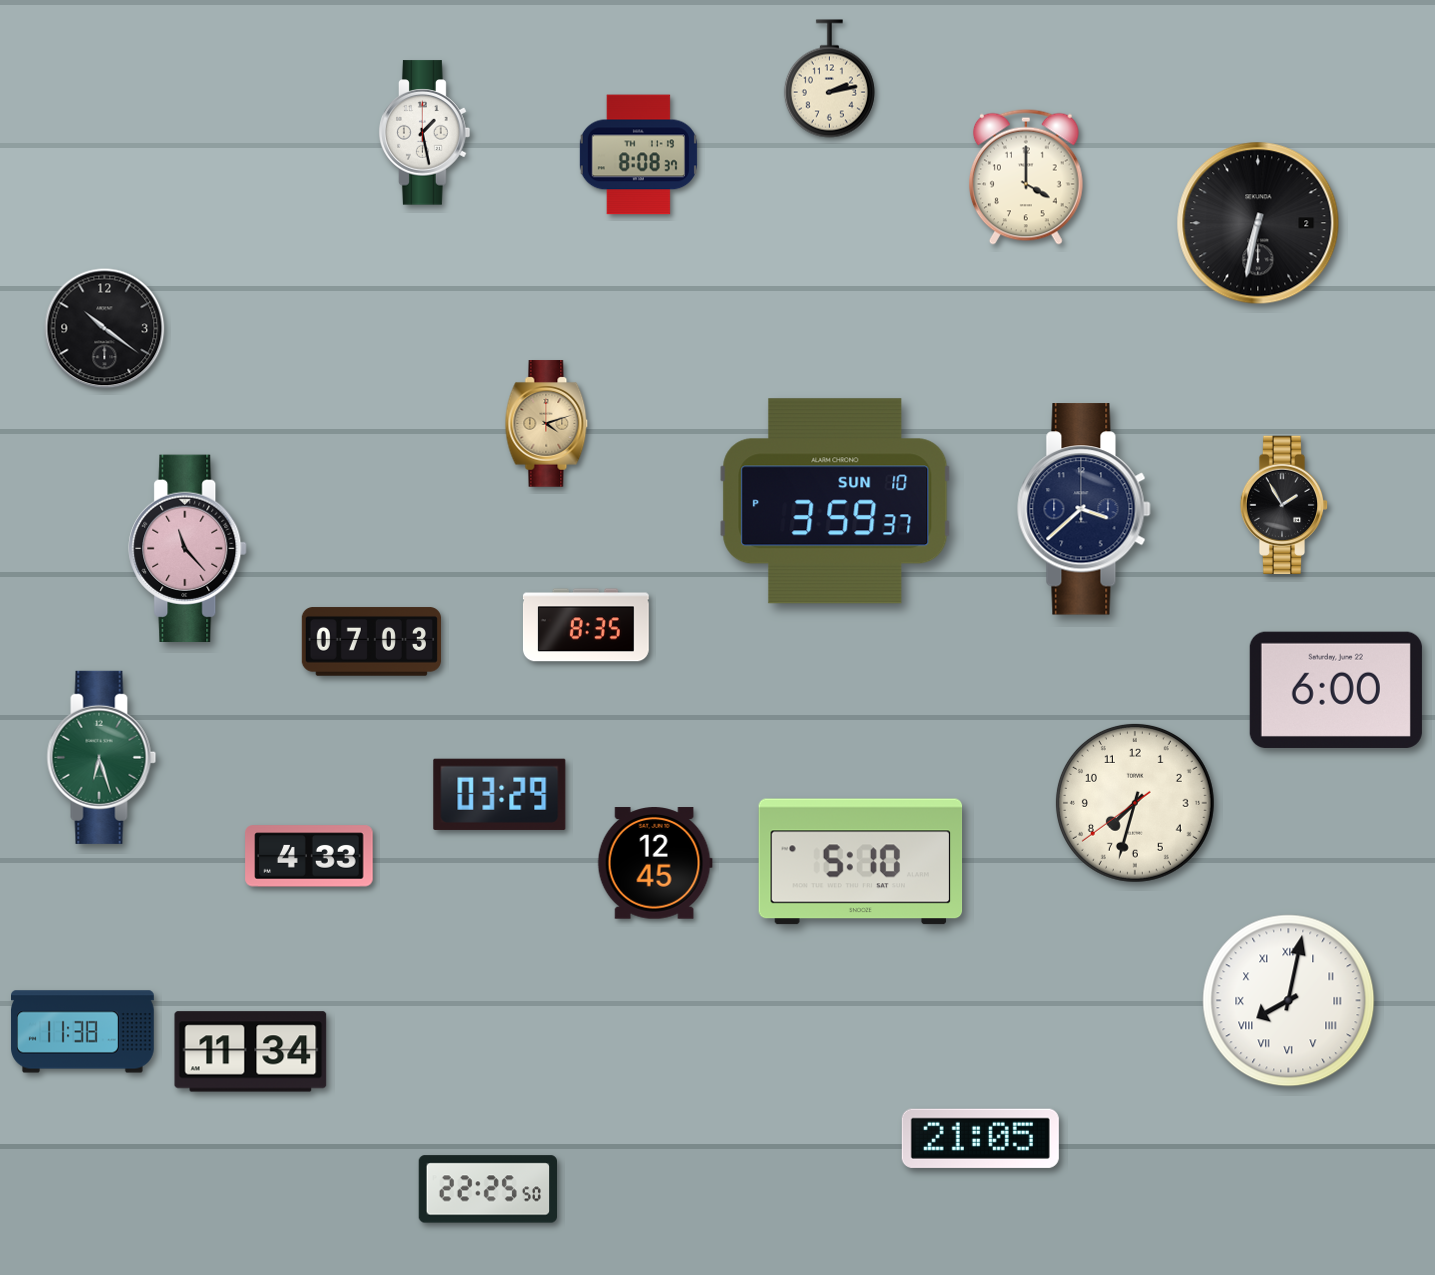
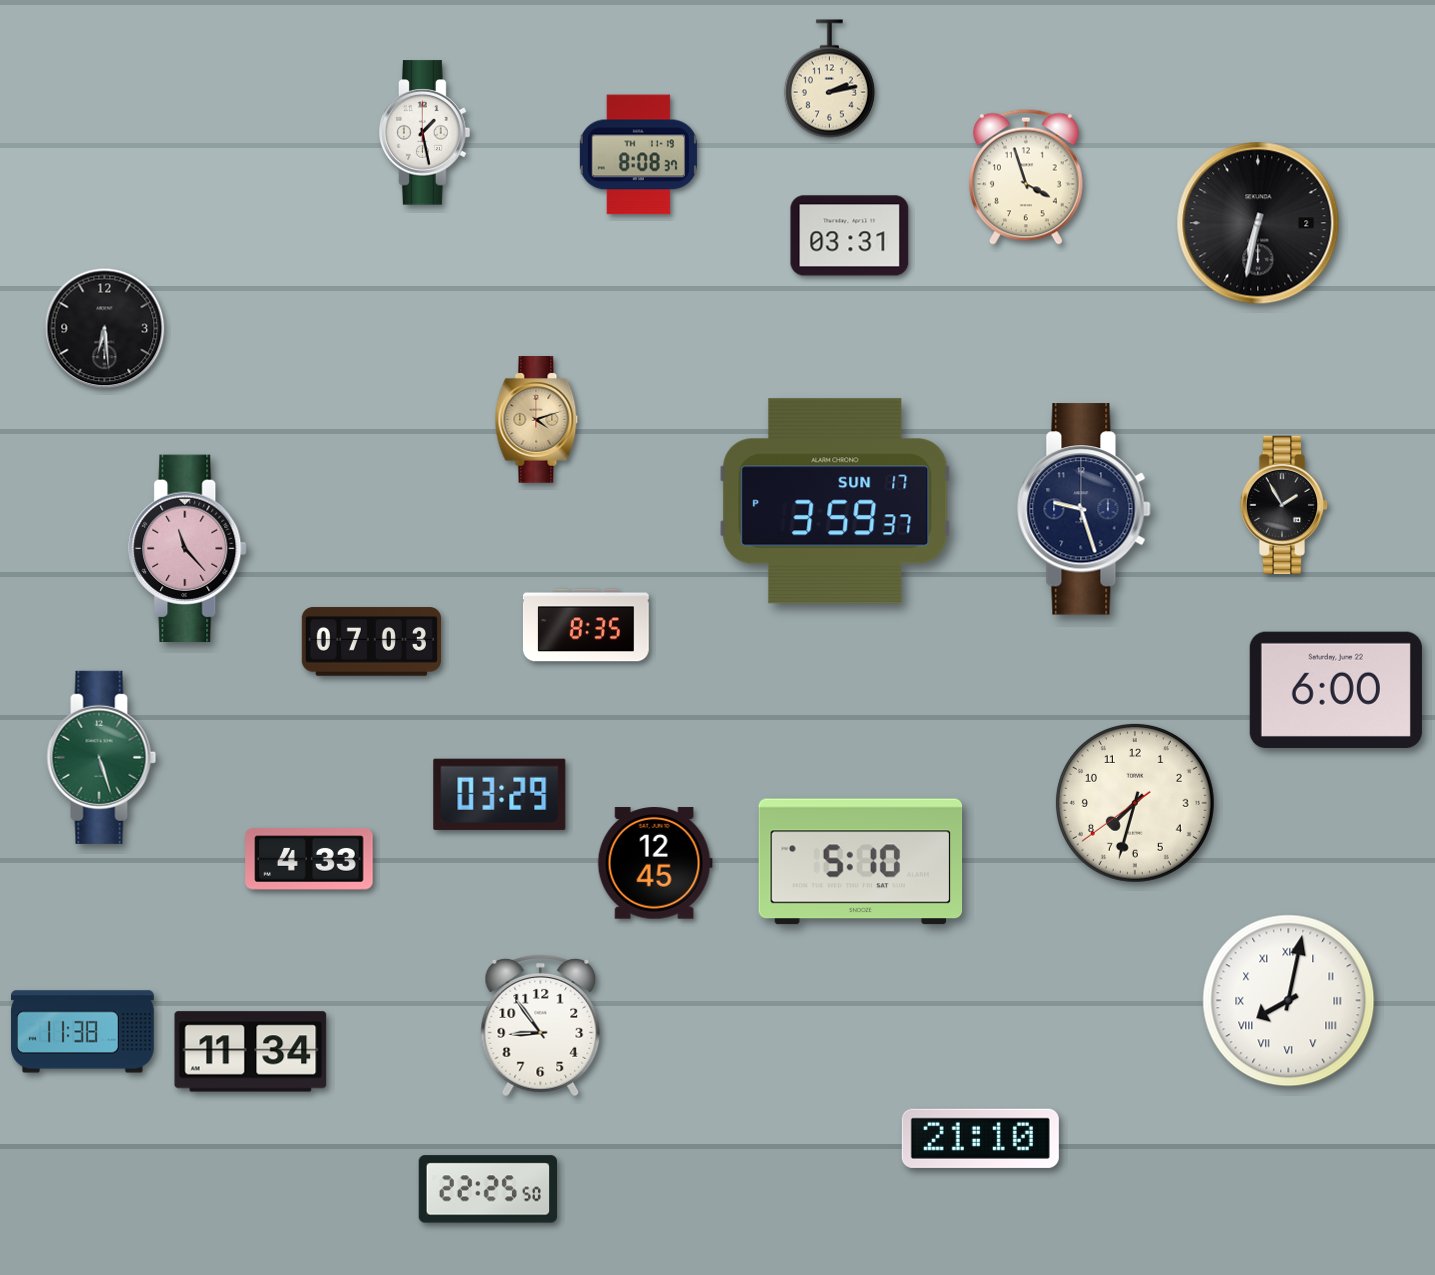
clock at (1026, 177): 4:00 -> 3:57
clock at (850, 236): none -> 03:31
clock at (105, 329): 10:21 -> 6:29
clock at (547, 424) position: (547, 424) -> (537, 420)
clock at (835, 501) date: SUN 10 -> SUN 17
clock at (1084, 509): 3:38 -> 9:27
clock at (102, 757): 6:27 -> 5:27
clock at (309, 856) position: (309, 856) -> (309, 859)
clock at (541, 1026): none -> 8:54
clock at (980, 1138): 21:05 -> 21:10
